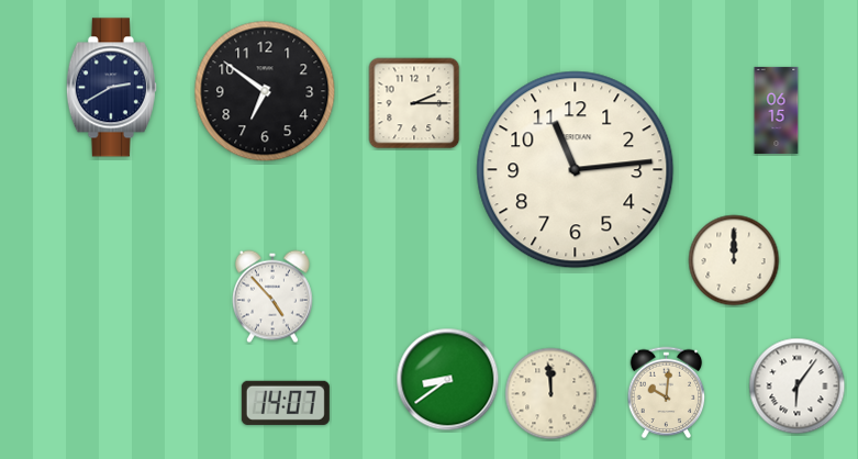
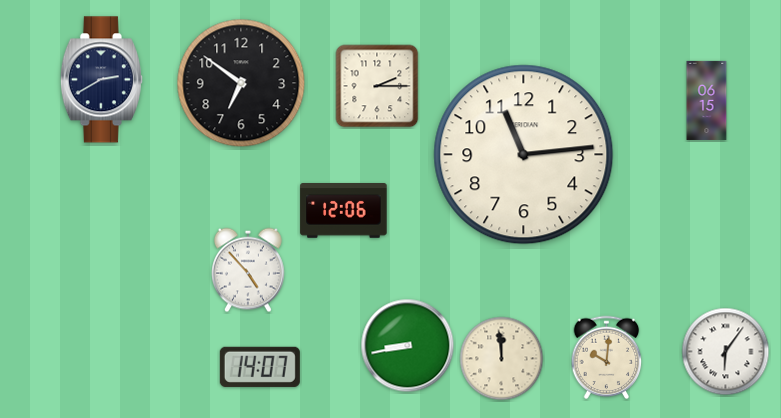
clock at (414, 103) position: (414, 103) -> (377, 86)
clock at (344, 211): none -> 12:06
clock at (734, 260): 12:00 -> none
clock at (448, 380): 8:39 -> 8:43
